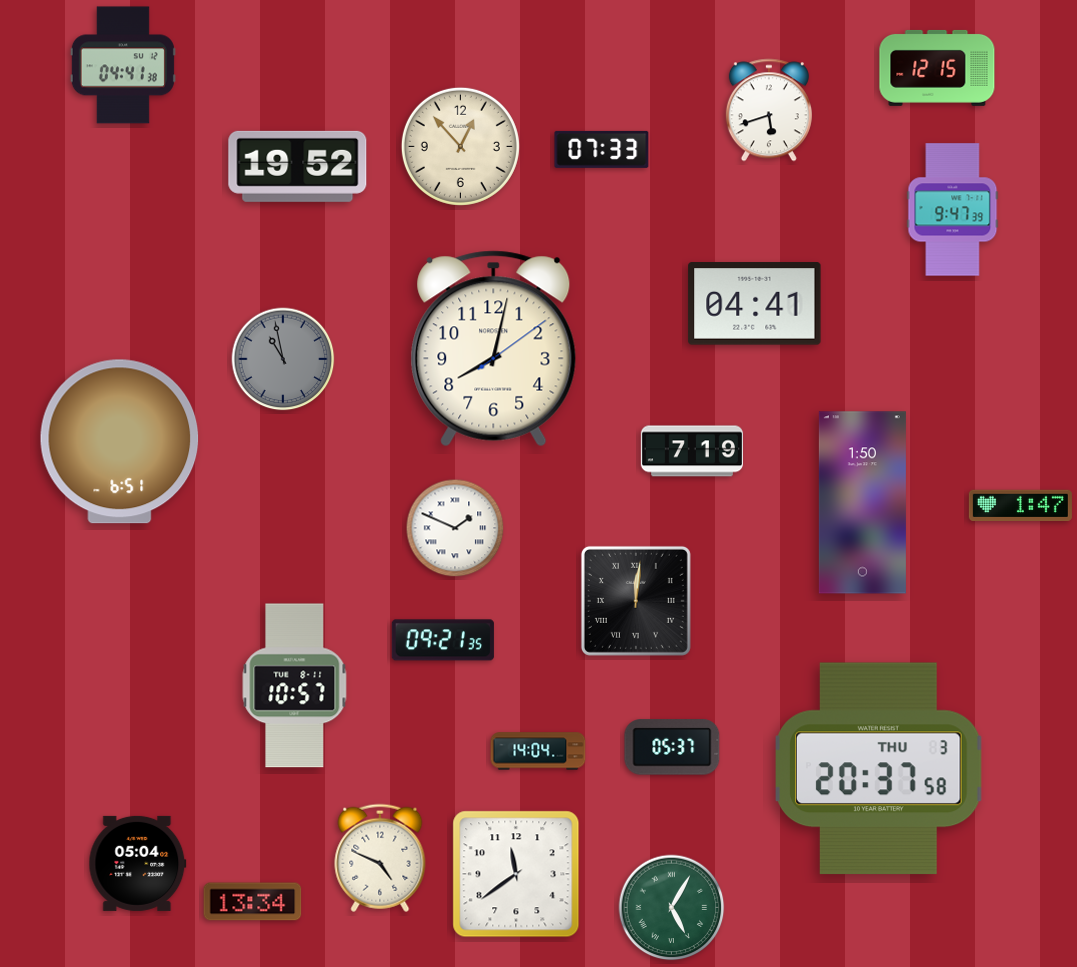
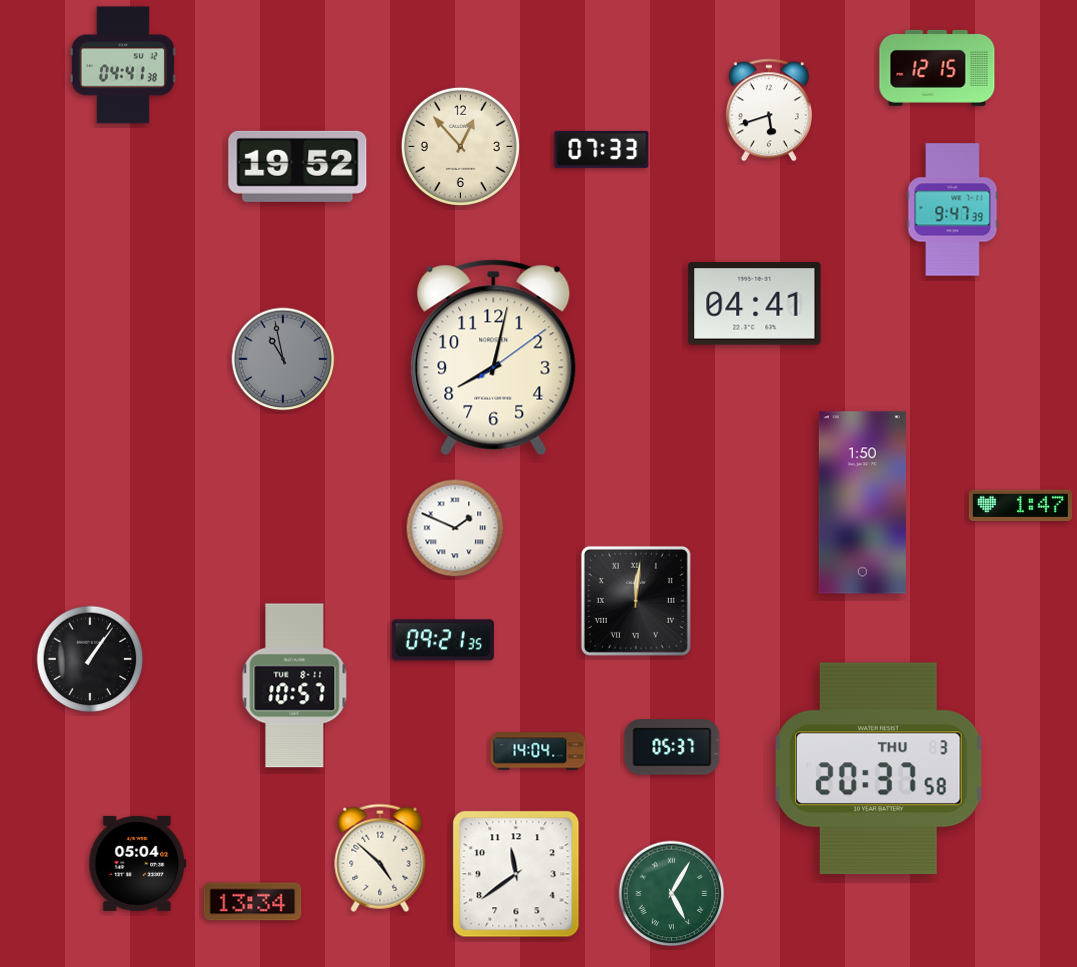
clock at (494, 349) position: (494, 349) -> (494, 358)
clock at (120, 442): 6:51 -> none
clock at (692, 451): 7:19 -> none
clock at (90, 659): none -> 1:06
clock at (380, 858): 4:49 -> 4:52
clock at (672, 908) position: (672, 908) -> (672, 894)
